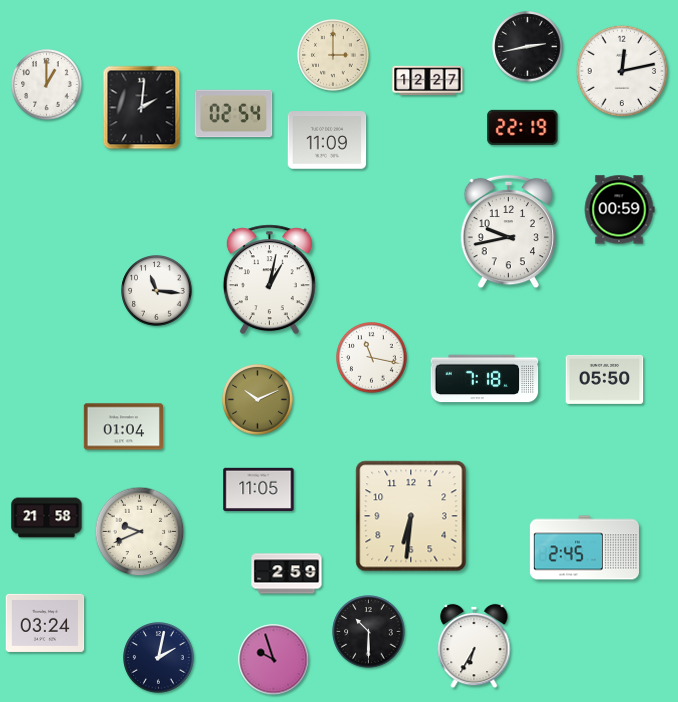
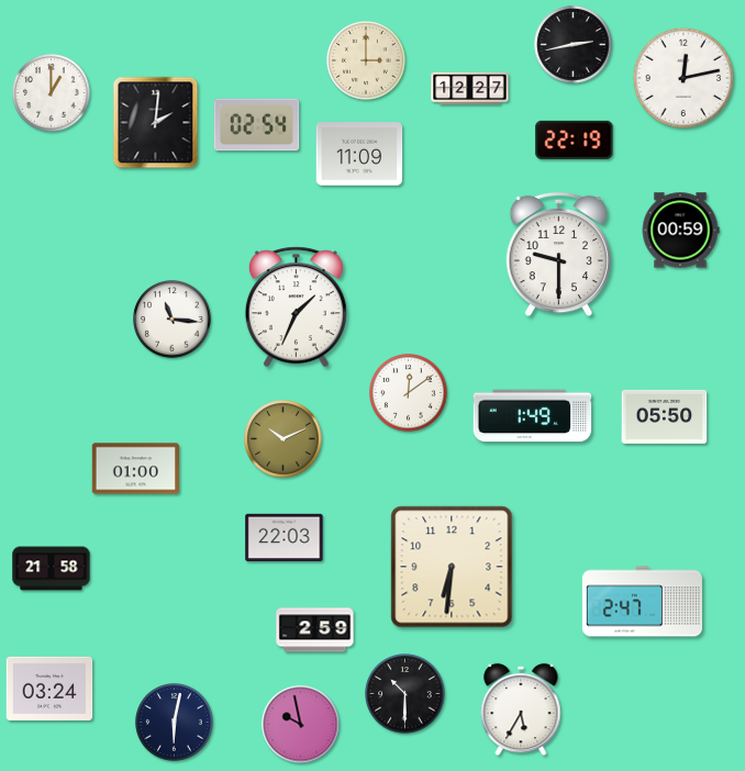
clock at (528, 47) position: (528, 47) -> (574, 45)
clock at (142, 108) position: (142, 108) -> (156, 123)
clock at (508, 232): 9:43 -> 9:30
clock at (269, 280): 1:02 -> 1:34
clock at (372, 358): 11:17 -> 12:09
clock at (485, 379): 7:18 -> 1:49
clock at (123, 427): 01:04 -> 01:00
clock at (259, 490): 11:05 -> 22:03
clock at (140, 532): 9:41 -> none
clock at (584, 548): 2:45 -> 2:47
clock at (45, 623) position: (45, 623) -> (49, 689)
clock at (474, 646): 6:35 -> 5:35
clock at (159, 658): 2:02 -> 6:02
clock at (274, 660): 9:57 -> 9:58
